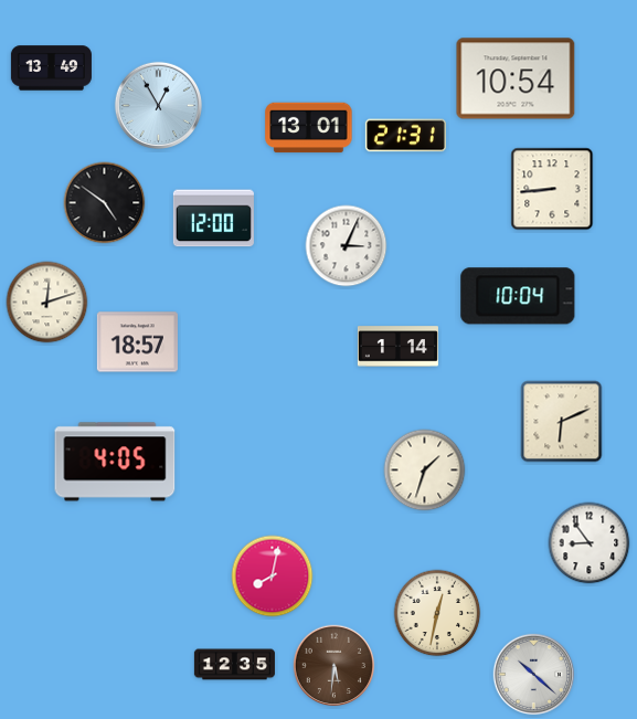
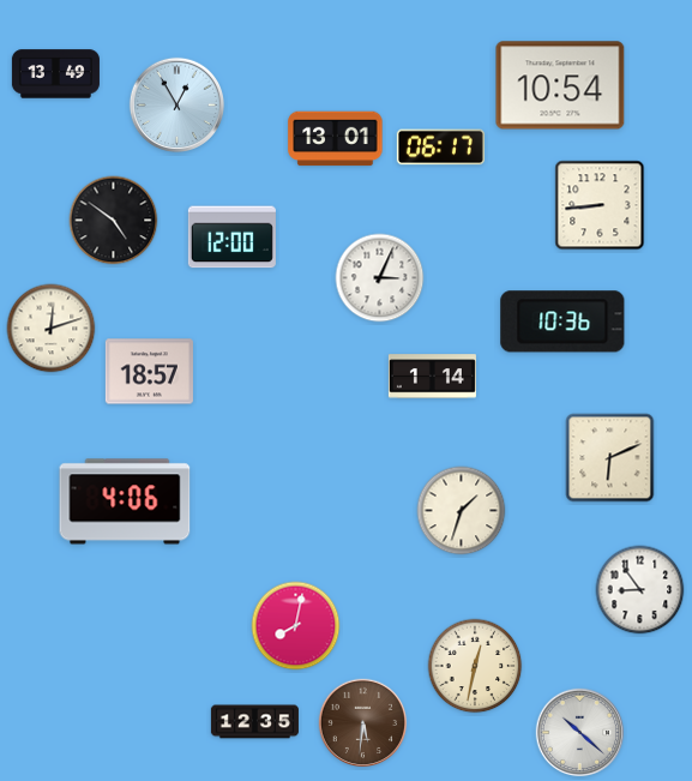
clock at (158, 105) position: (158, 105) -> (176, 104)
clock at (405, 136): 21:31 -> 06:17
clock at (347, 246) position: (347, 246) -> (380, 278)
clock at (518, 296): 10:04 -> 10:36
clock at (115, 462): 4:05 -> 4:06
